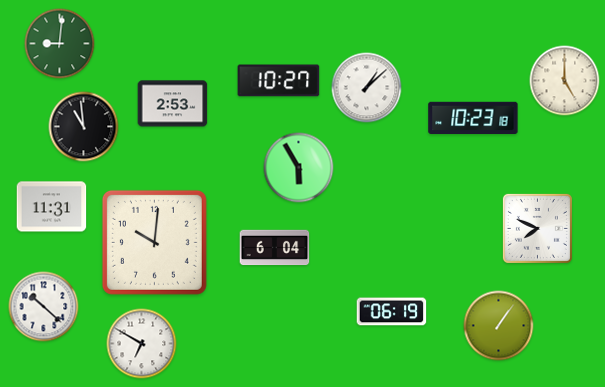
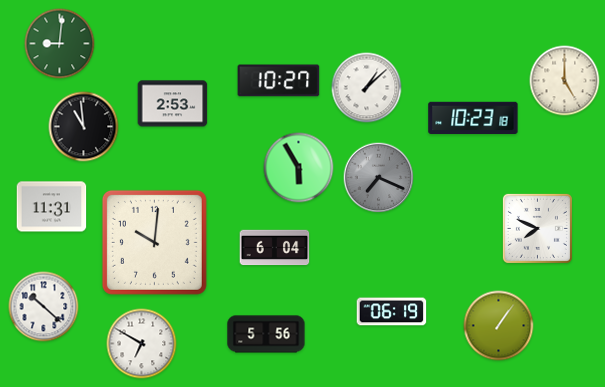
clock at (379, 178): none -> 7:19
clock at (266, 334): none -> 5:56
